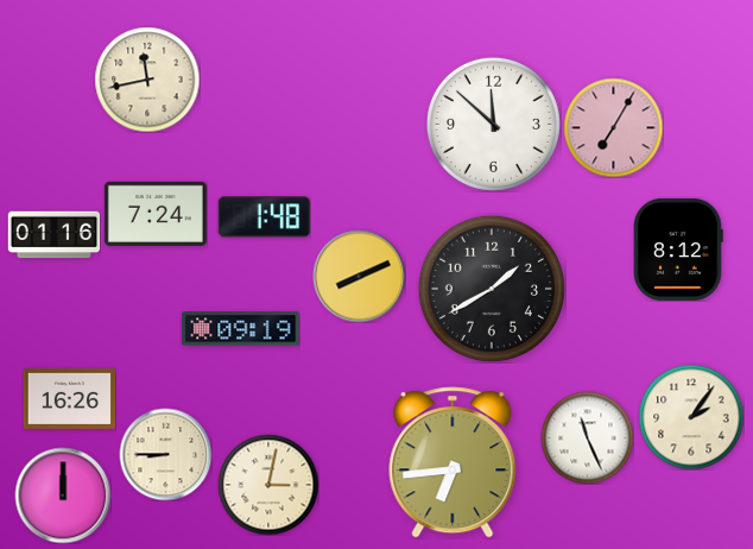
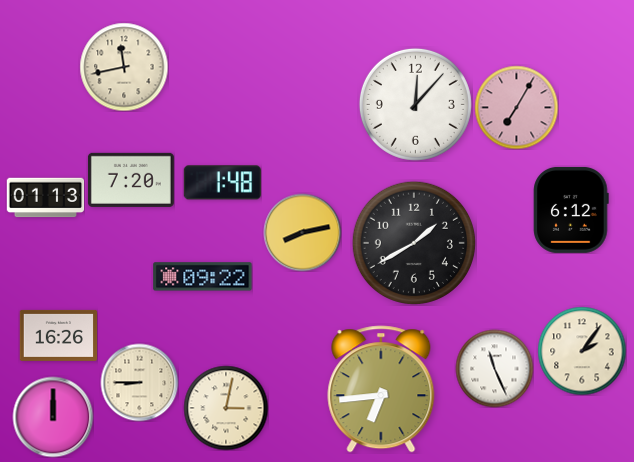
clock at (493, 124): 11:52 -> 12:07
clock at (156, 214): 7:24 -> 7:20
clock at (53, 235): 01:16 -> 01:13
clock at (678, 250): 8:12 -> 6:12
clock at (359, 276): 8:11 -> 8:13
clock at (241, 329): 09:19 -> 09:22
